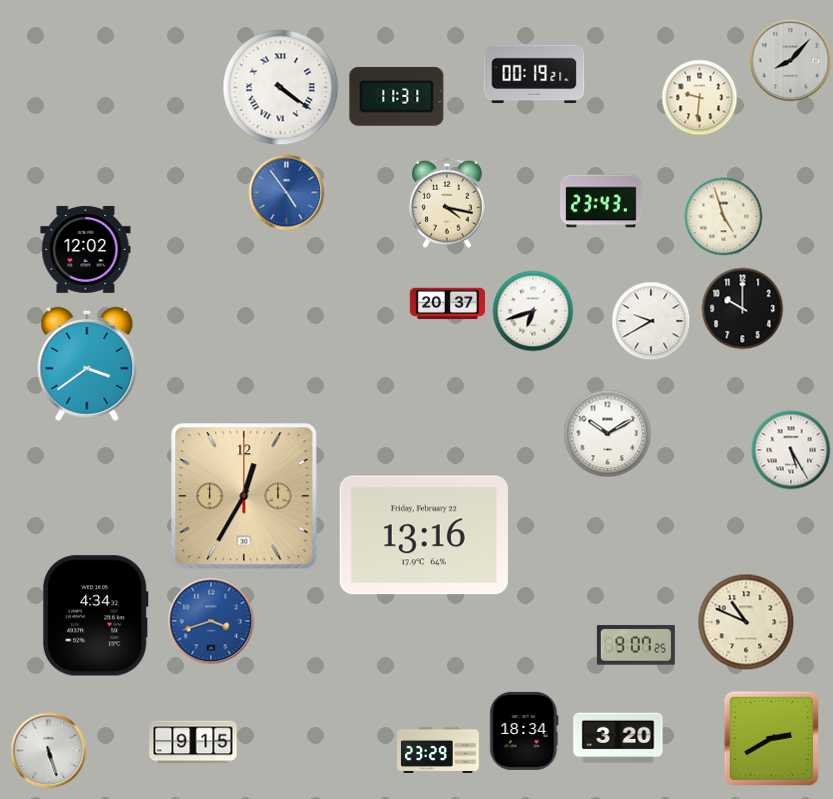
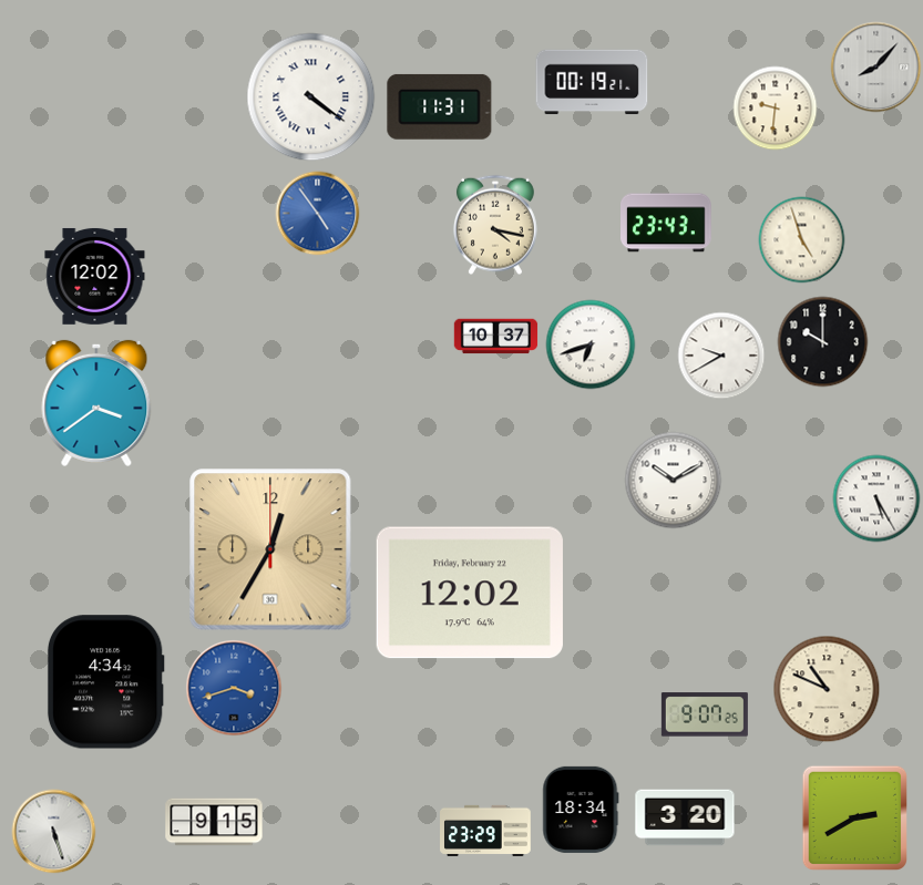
clock at (448, 304): 20:37 -> 10:37
clock at (424, 535): 13:16 -> 12:02
